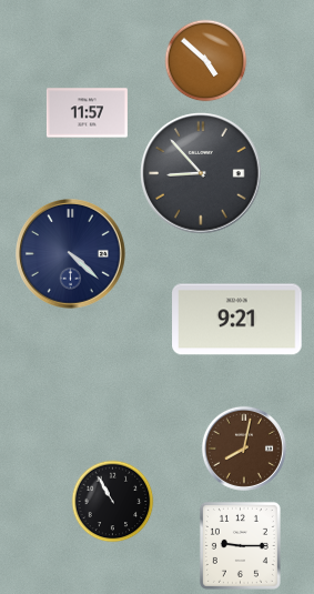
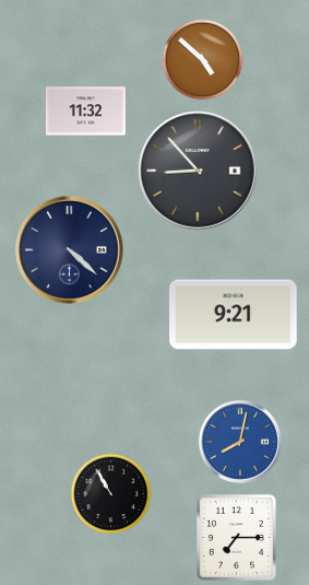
clock at (87, 113): 11:57 -> 11:32
clock at (244, 449) dial: brown -> blue
clock at (240, 545): 9:15 -> 7:15
